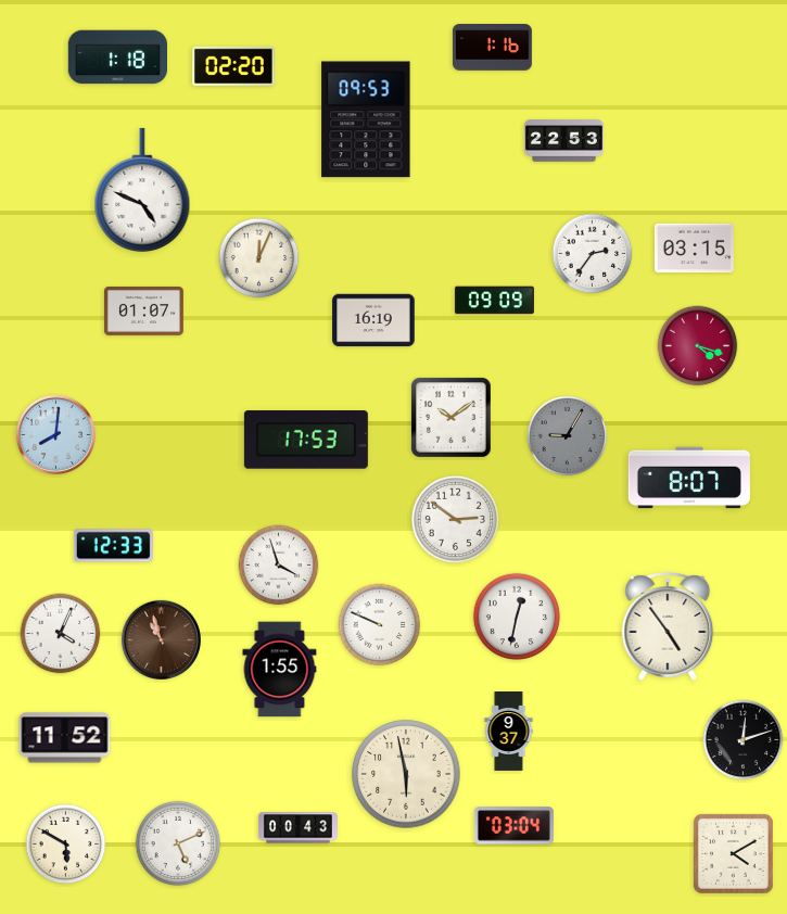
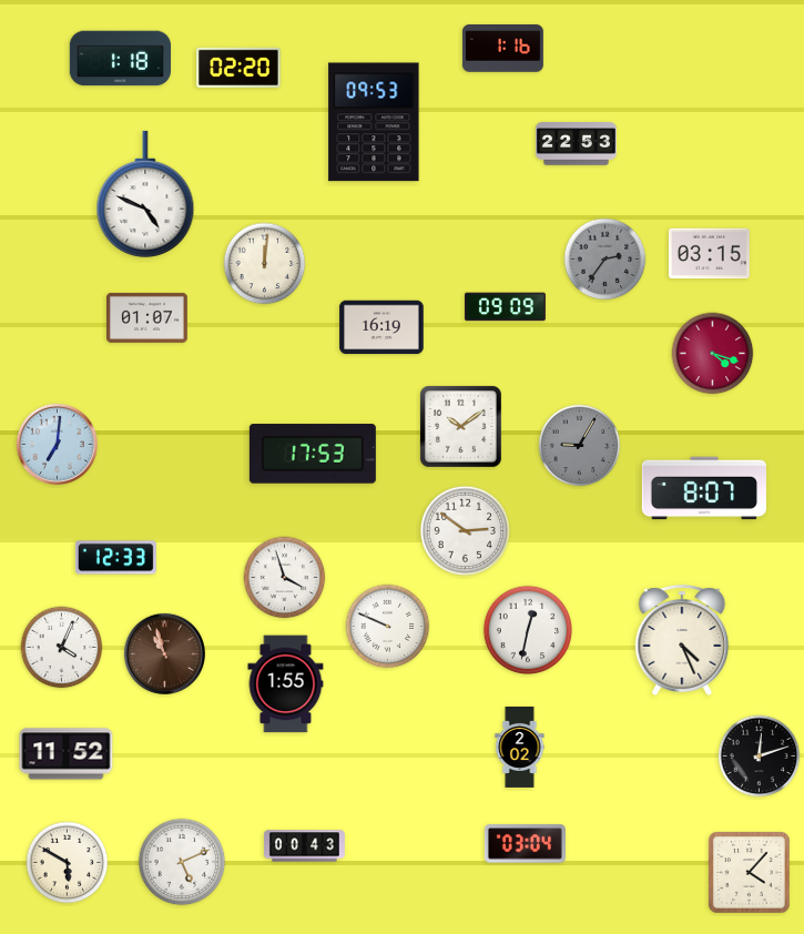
clock at (593, 254) dial: white -> grey
clock at (259, 258): 12:04 -> 12:01
clock at (55, 434): 8:01 -> 7:01
clock at (306, 440) position: (306, 440) -> (313, 454)
clock at (380, 625) position: (380, 625) -> (388, 627)
clock at (668, 626): 4:54 -> 4:26
clock at (509, 732): 9:37 -> 2:02
clock at (406, 774): 5:58 -> none
clock at (734, 854): 4:10 -> 4:07
